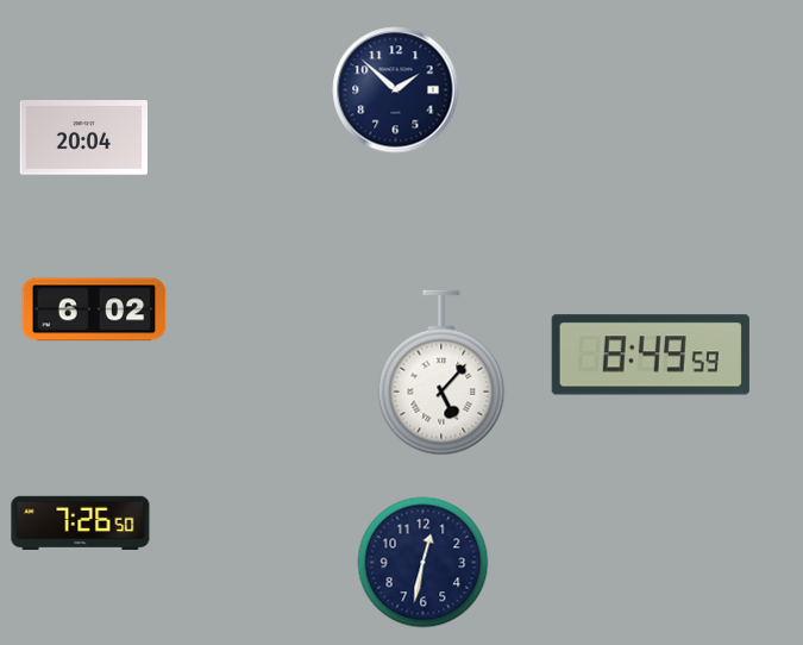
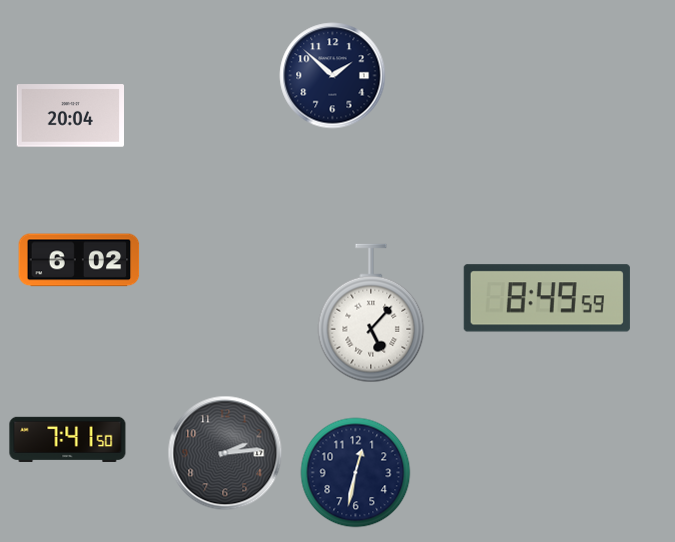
clock at (81, 522): 7:26 -> 7:41
clock at (225, 453): none -> 2:14
